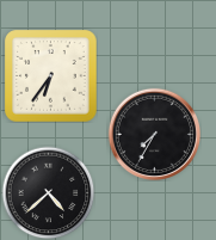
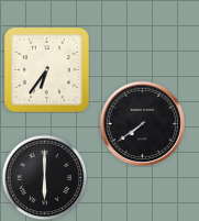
clock at (154, 134): 7:35 -> 7:39
clock at (48, 192): 4:38 -> 6:00
